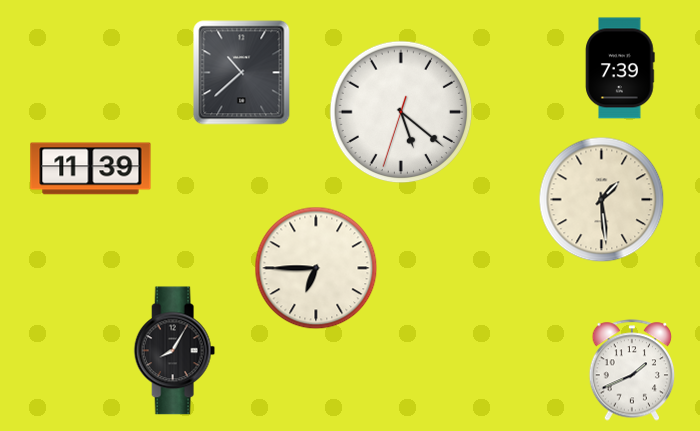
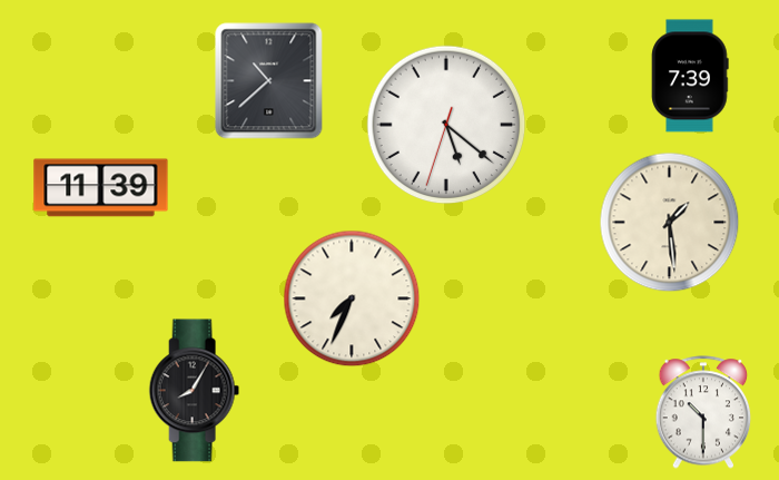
clock at (316, 268): 6:45 -> 7:34
clock at (632, 370): 1:41 -> 10:30
